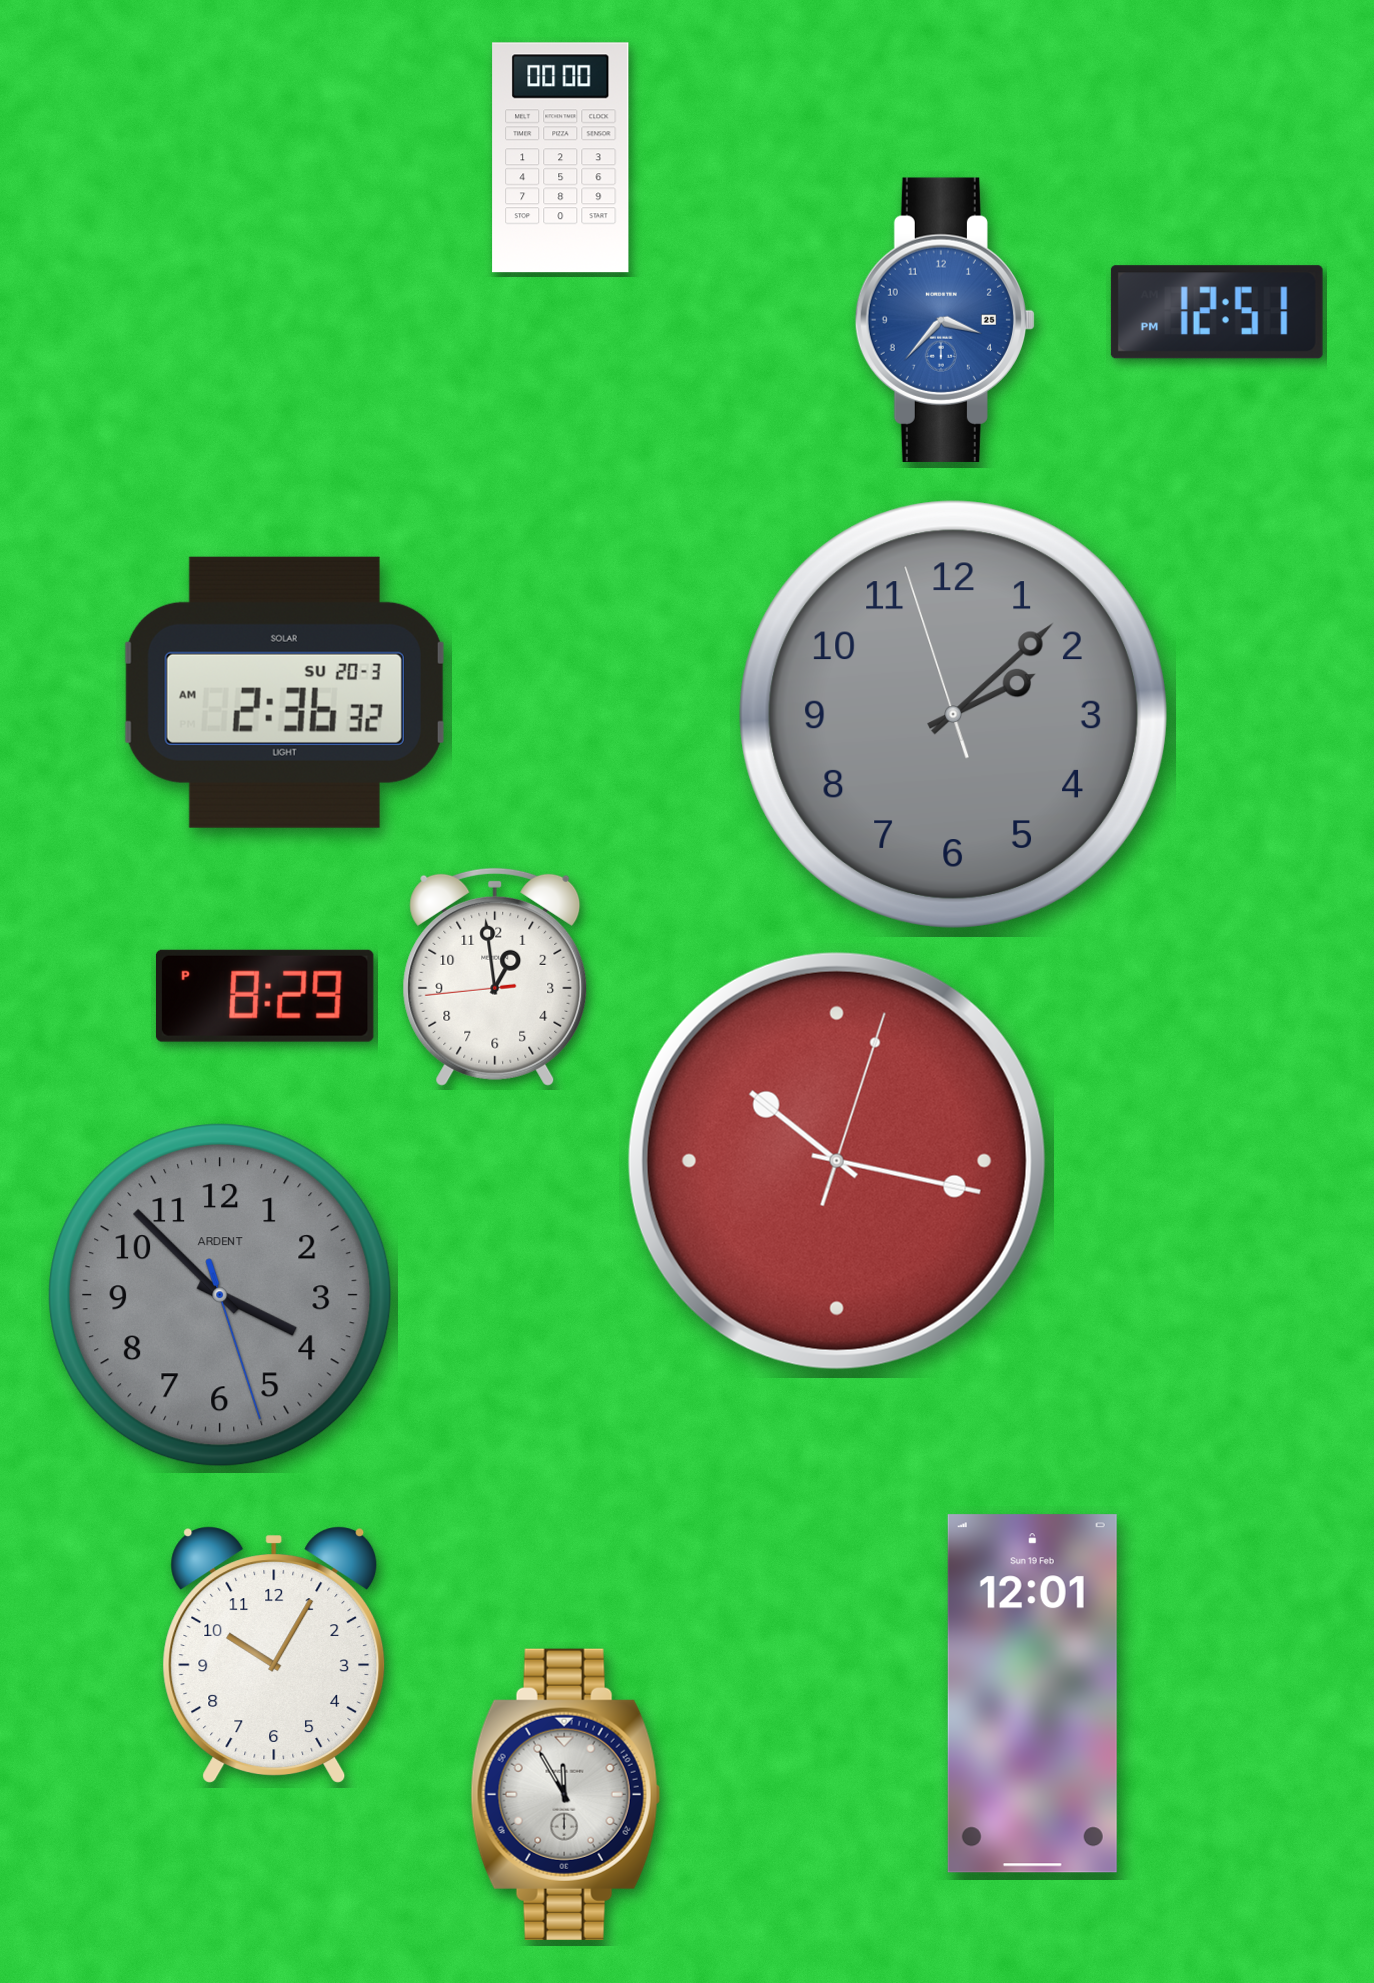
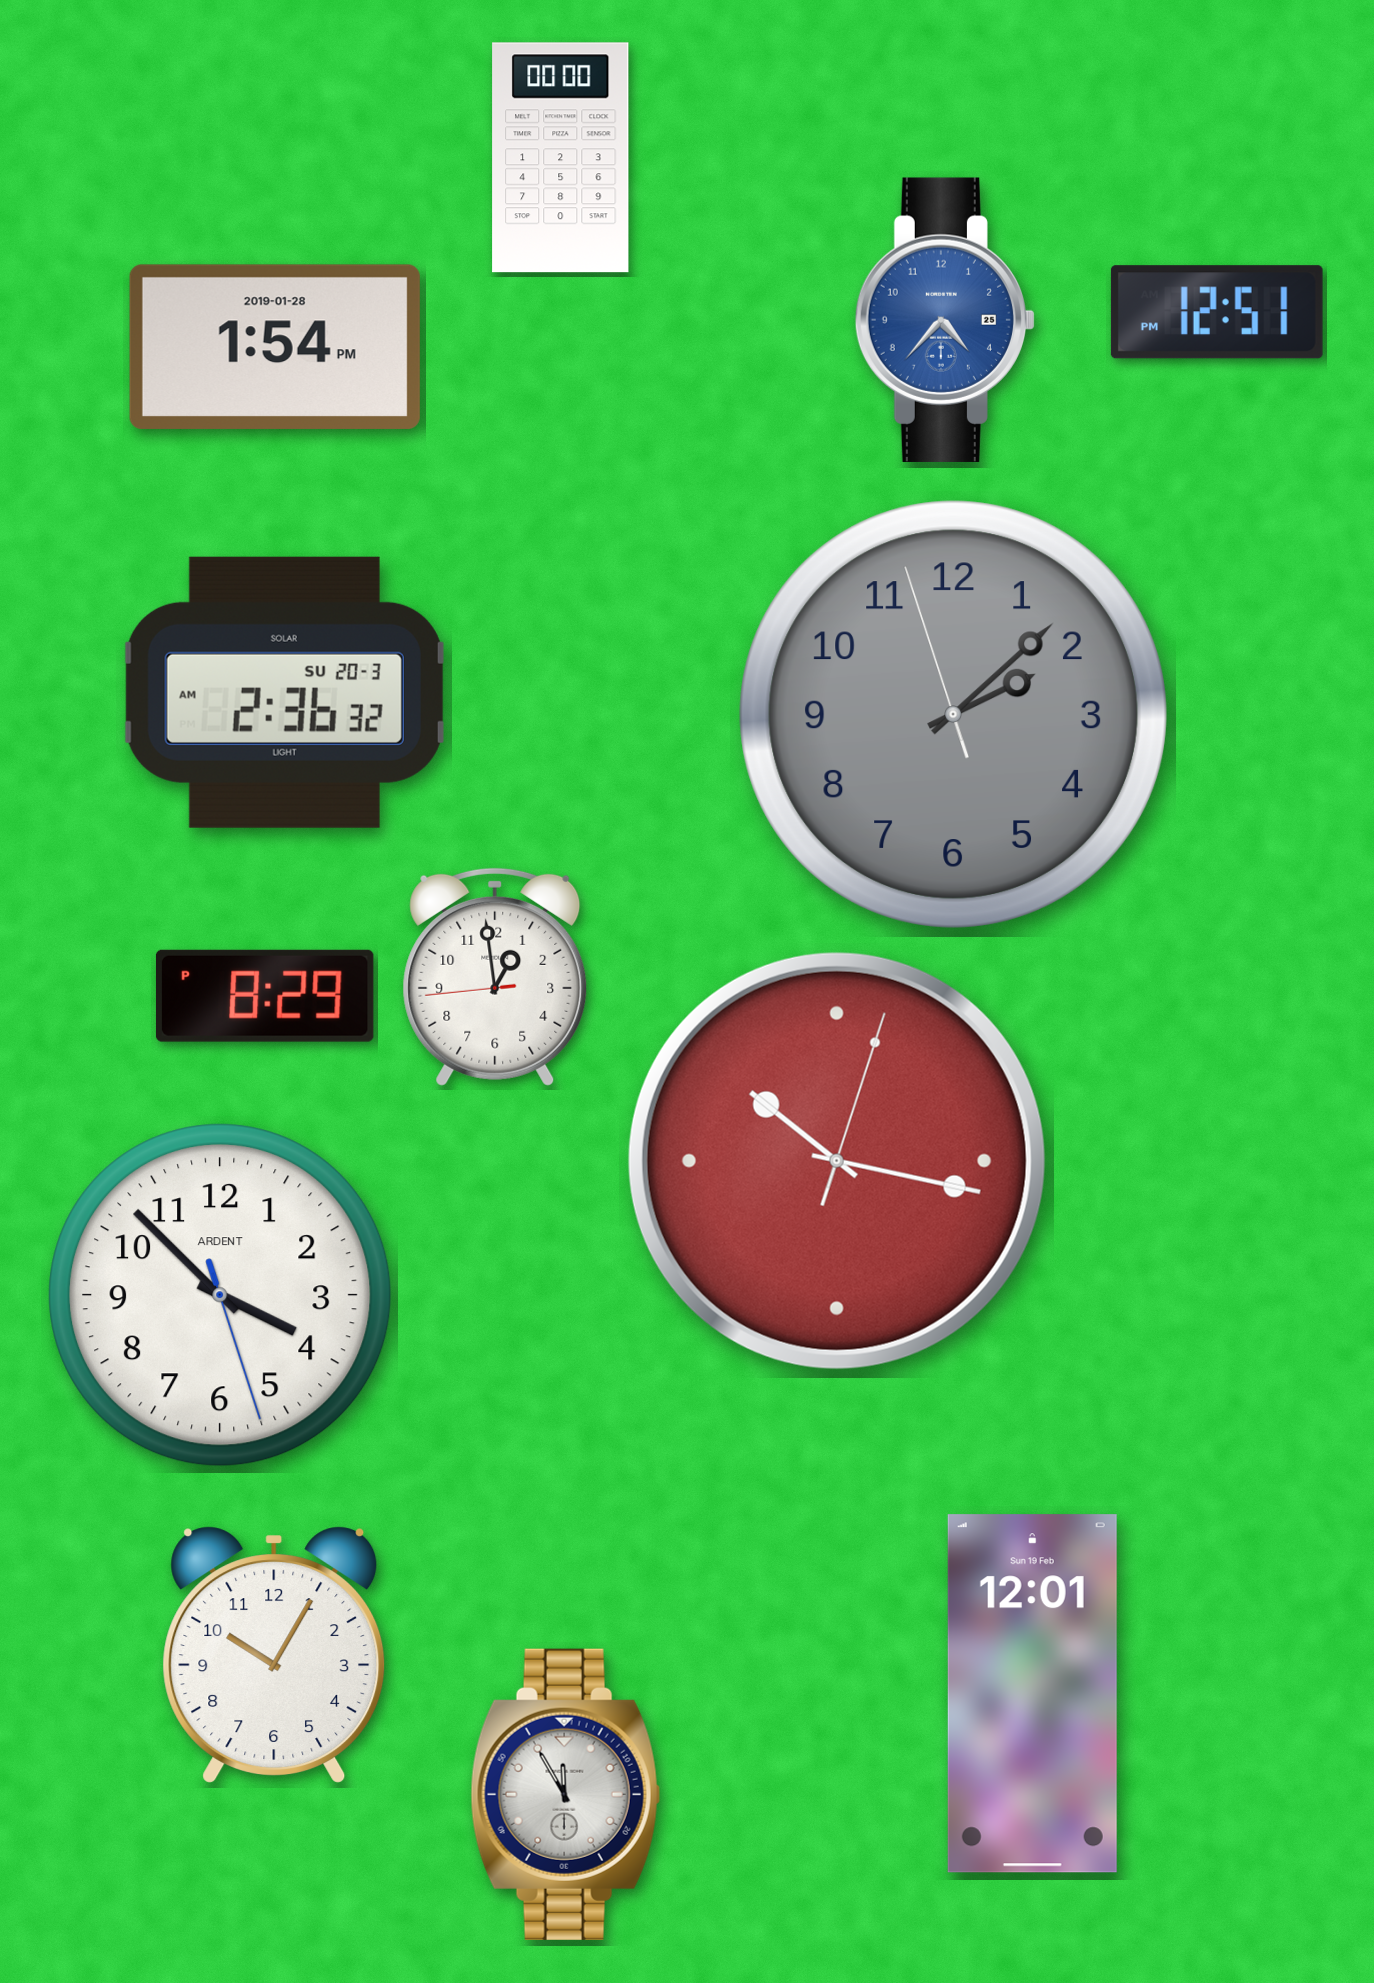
clock at (944, 320): 3:37 -> 4:37
clock at (275, 347): none -> 1:54
clock at (220, 1295) dial: grey -> white
